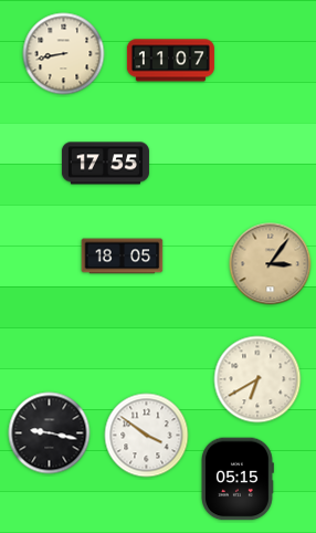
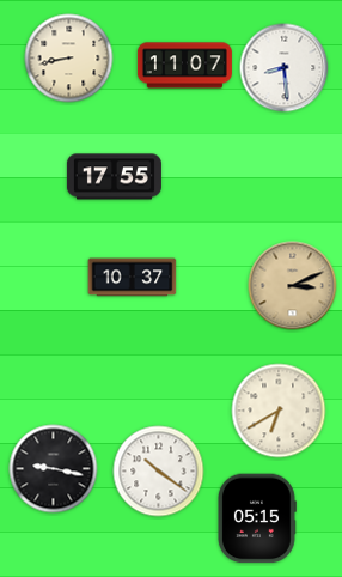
clock at (285, 68): none -> 8:29
clock at (123, 257): 18:05 -> 10:37
clock at (271, 264): 3:06 -> 3:11
clock at (147, 436): 3:51 -> 10:21
